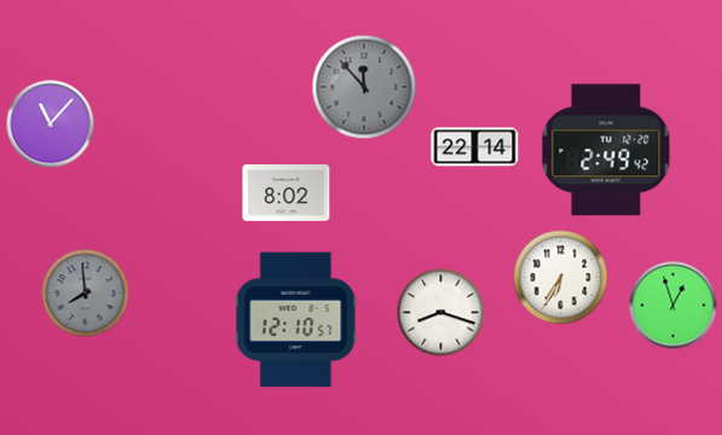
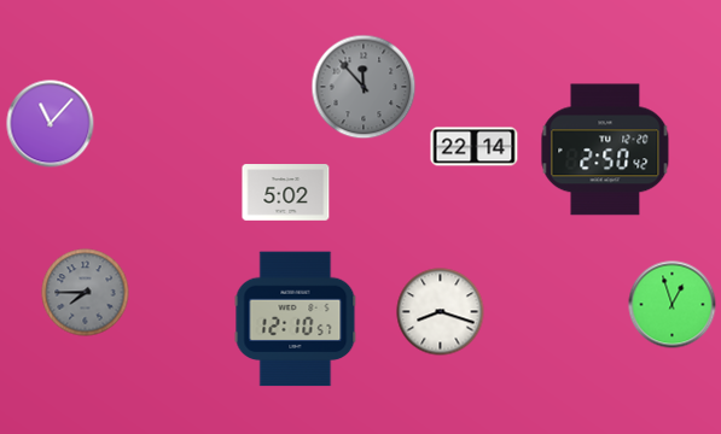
clock at (606, 150): 2:49 -> 2:50
clock at (287, 193): 8:02 -> 5:02
clock at (561, 278): 6:35 -> none
clock at (86, 294): 7:59 -> 7:45
